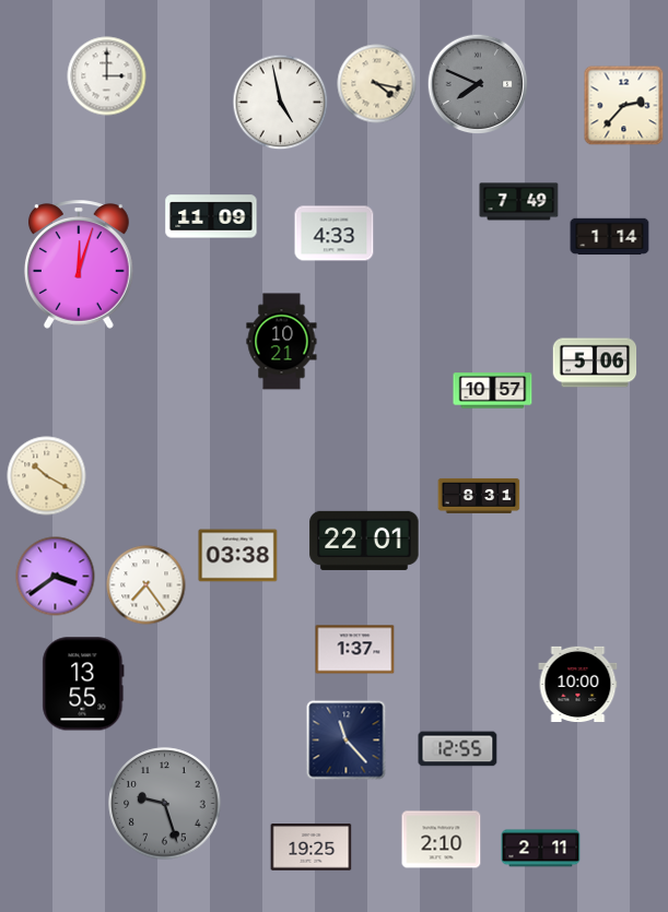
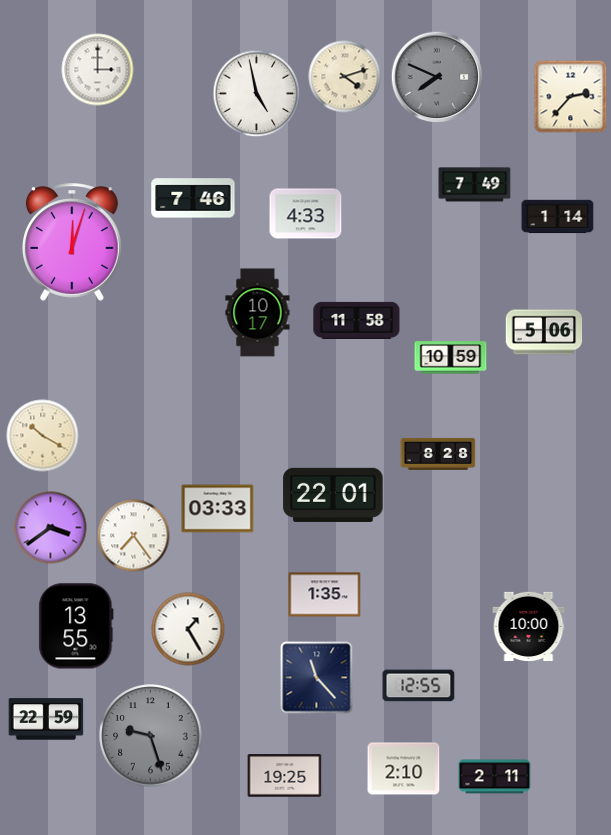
clock at (377, 84): 4:17 -> 4:12
clock at (211, 216): 11:09 -> 7:46
clock at (282, 342): 10:21 -> 10:17
clock at (357, 320): none -> 11:58
clock at (493, 391): 10:57 -> 10:59
clock at (479, 496): 8:31 -> 8:28
clock at (238, 556): 03:38 -> 03:33
clock at (355, 650): 1:37 -> 1:35
clock at (188, 629): none -> 1:25
clock at (46, 719): none -> 22:59
